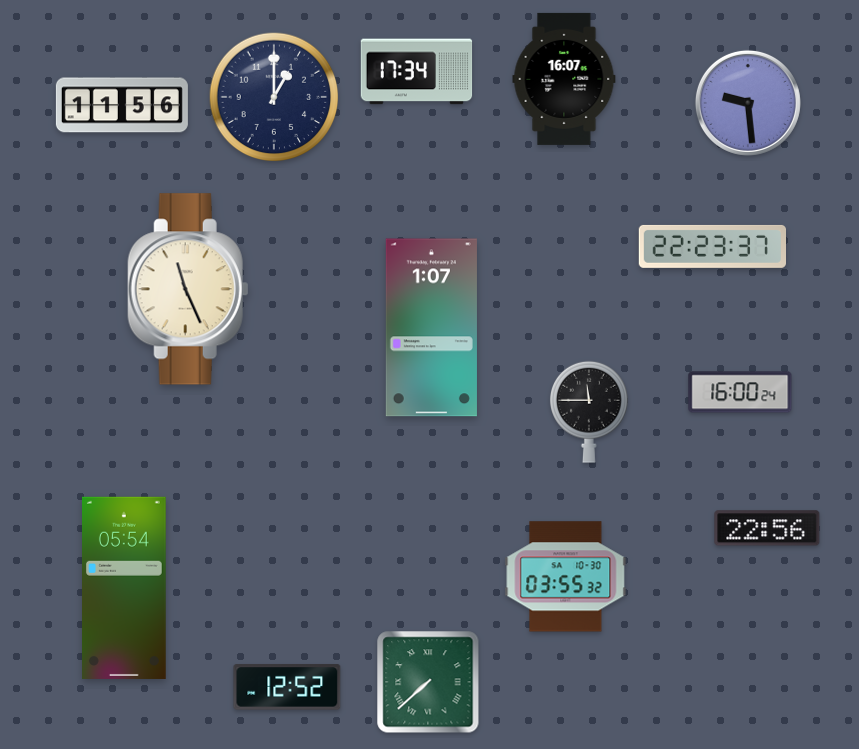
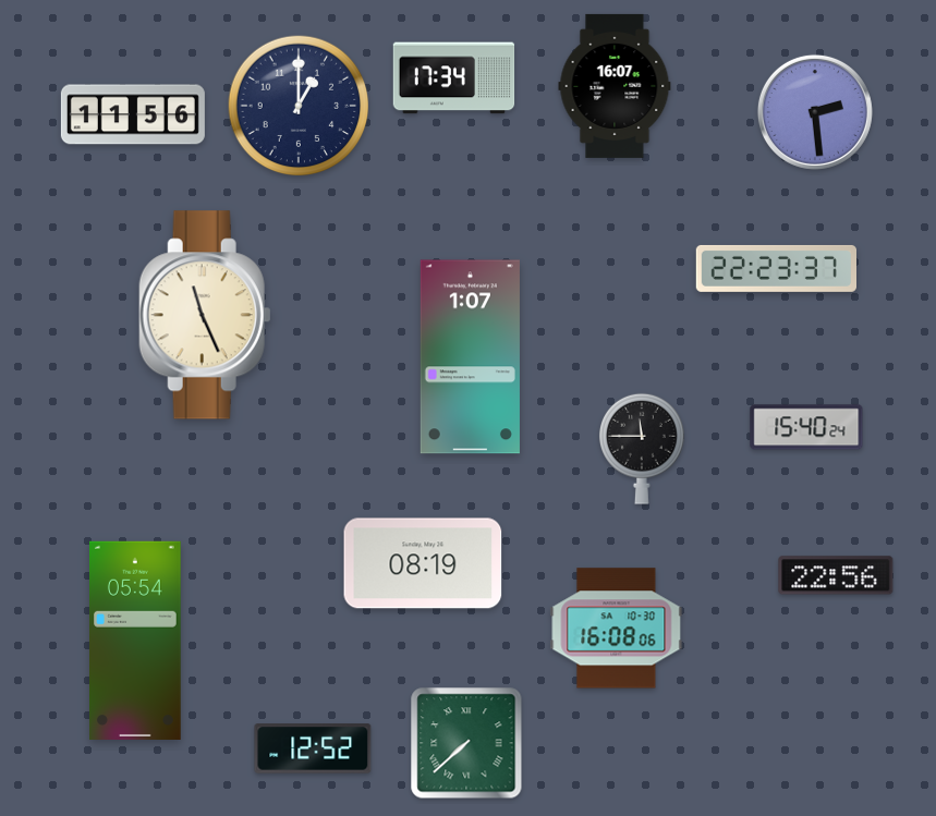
clock at (748, 103): 9:29 -> 2:29
clock at (740, 392): 16:00 -> 15:40
clock at (423, 563): none -> 08:19
clock at (566, 577): 03:55 -> 16:08
